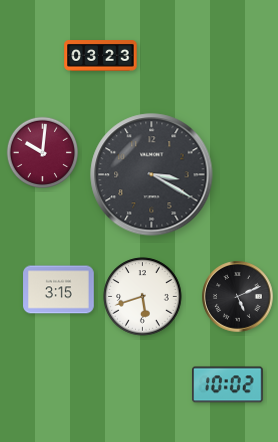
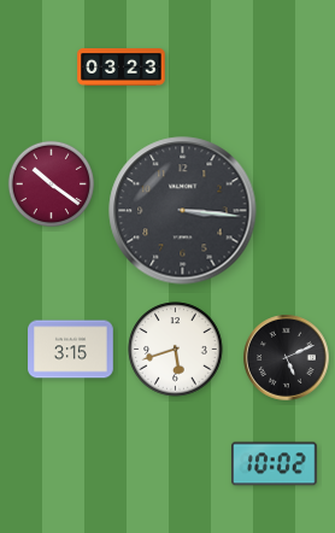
clock at (43, 153): 10:01 -> 10:21
clock at (152, 175): 3:20 -> 3:16
clock at (143, 297) position: (143, 297) -> (176, 350)
